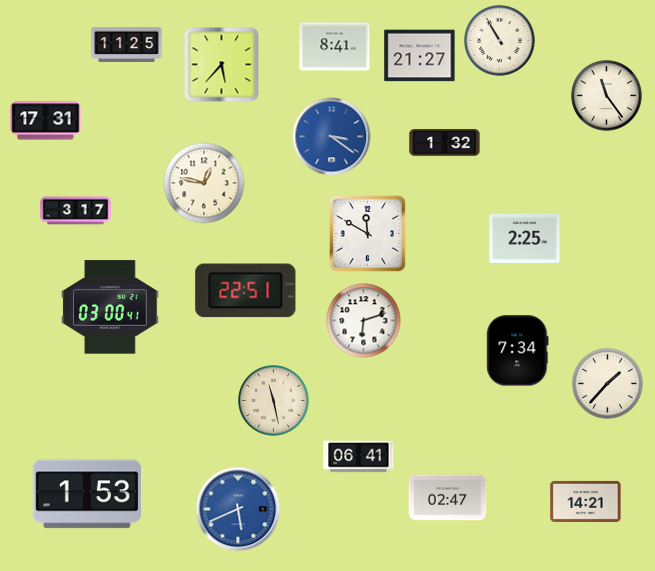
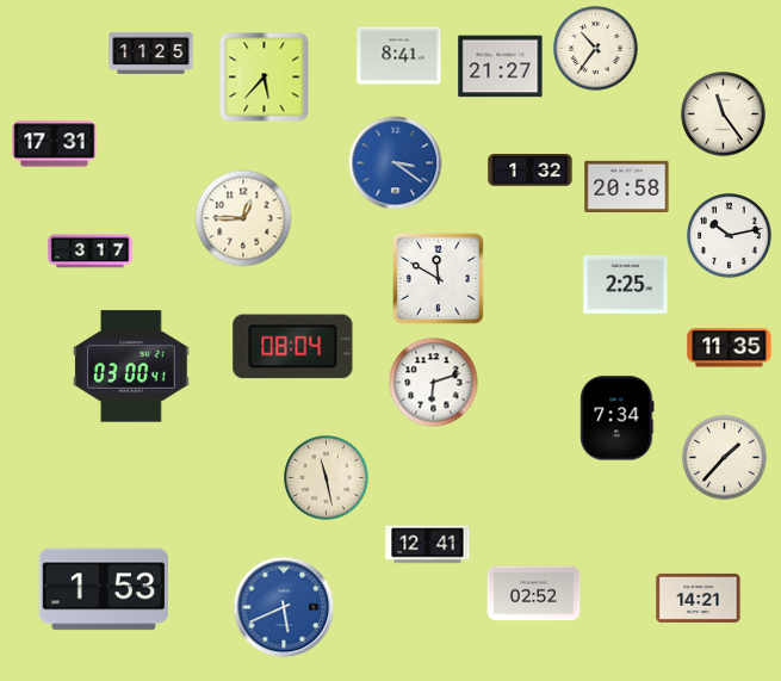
clock at (500, 41): 10:55 -> 10:36
clock at (627, 186): none -> 20:58
clock at (204, 183): 12:47 -> 12:45
clock at (730, 236): none -> 10:13
clock at (246, 291): 22:51 -> 08:04
clock at (730, 348): none -> 11:35
clock at (359, 457): 06:41 -> 12:41
clock at (448, 498): 02:47 -> 02:52
